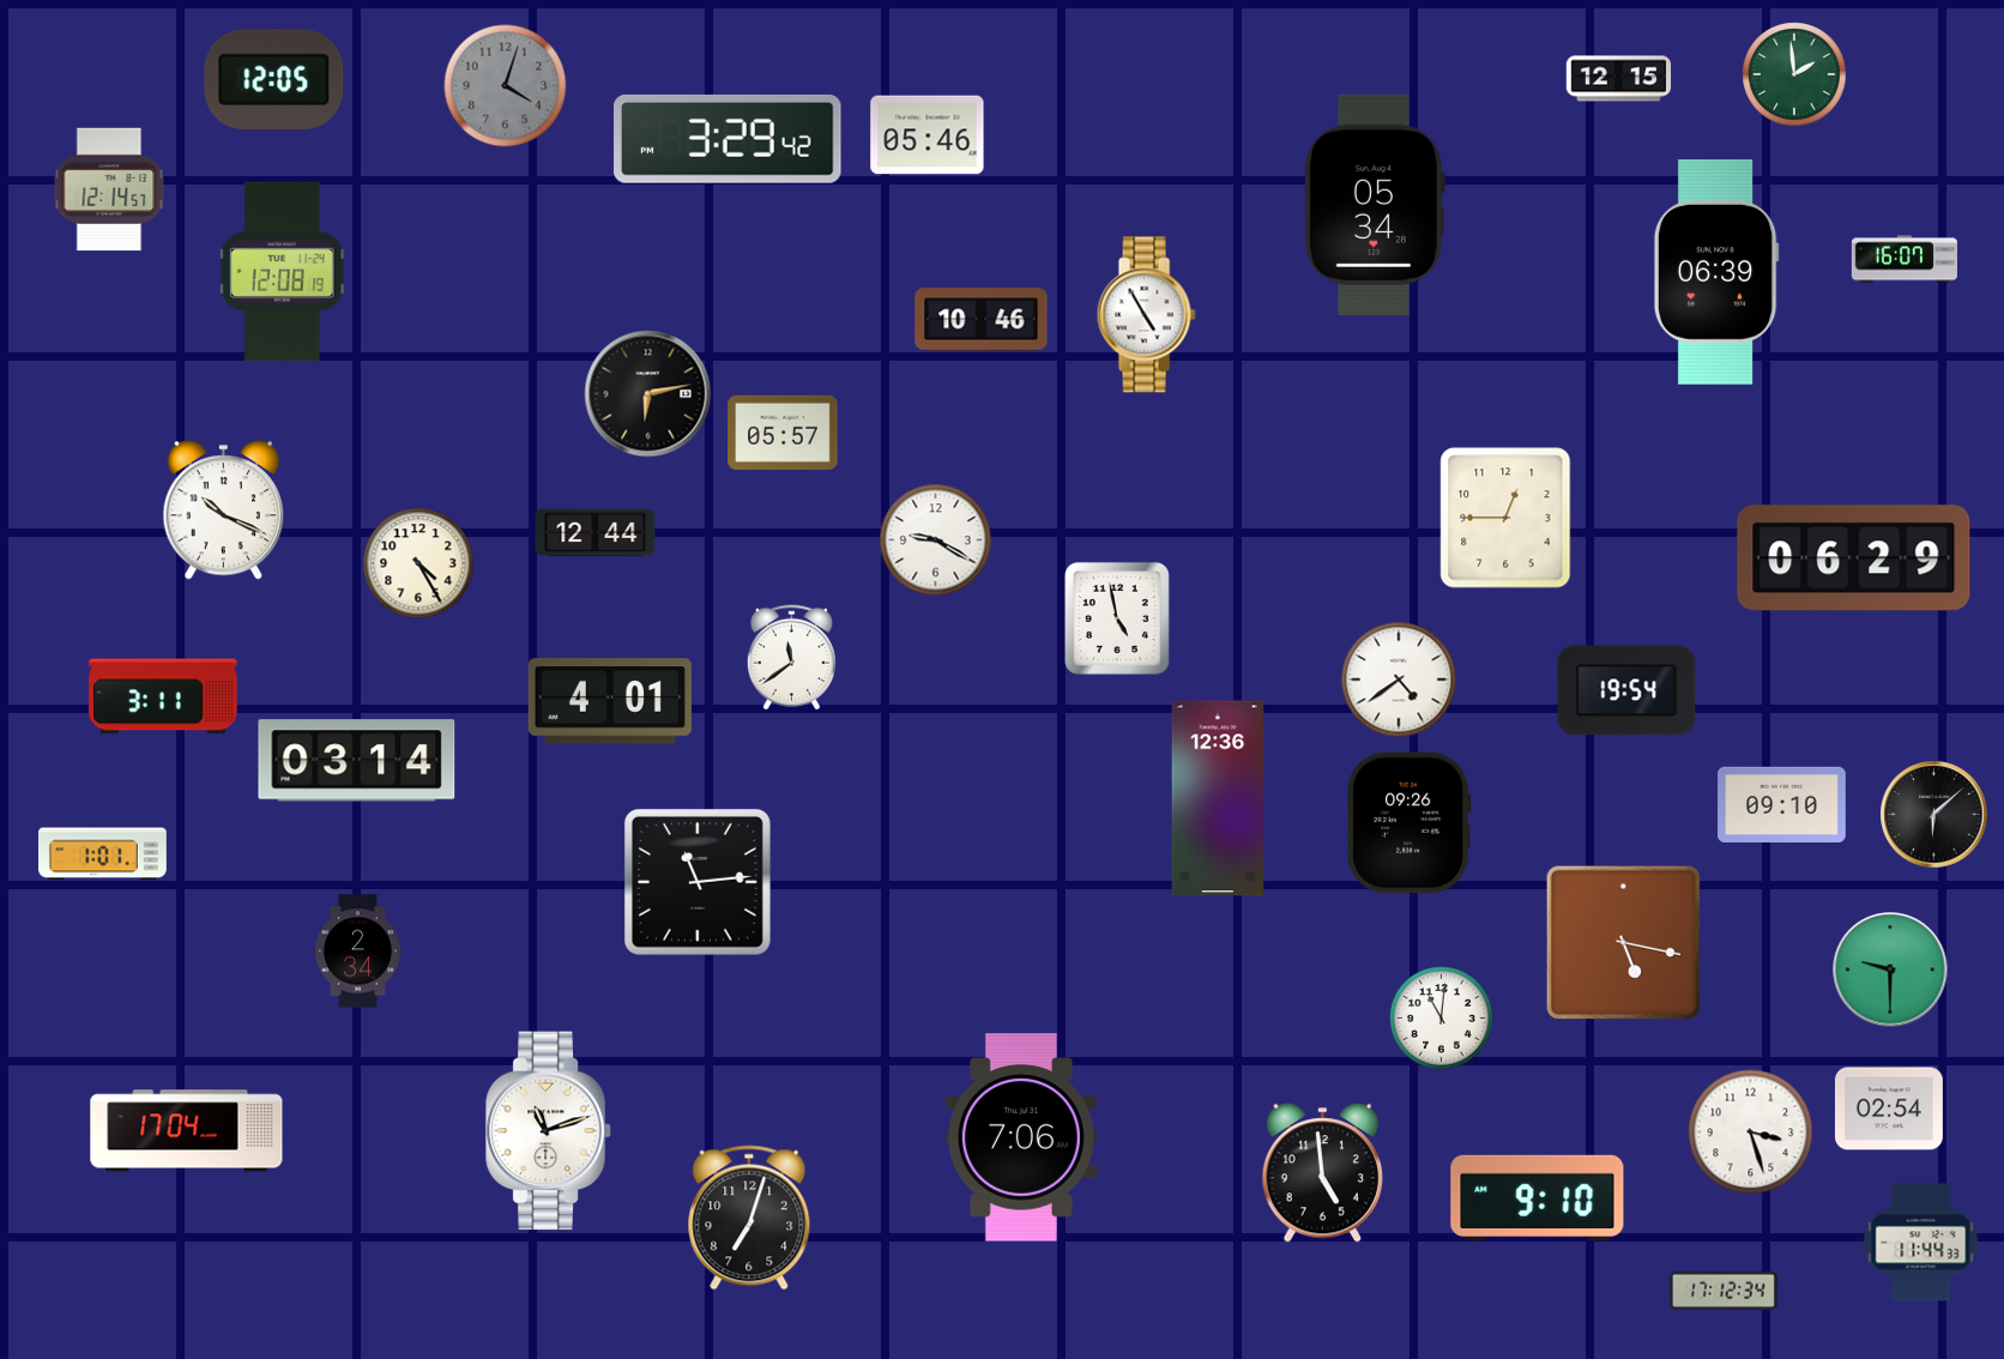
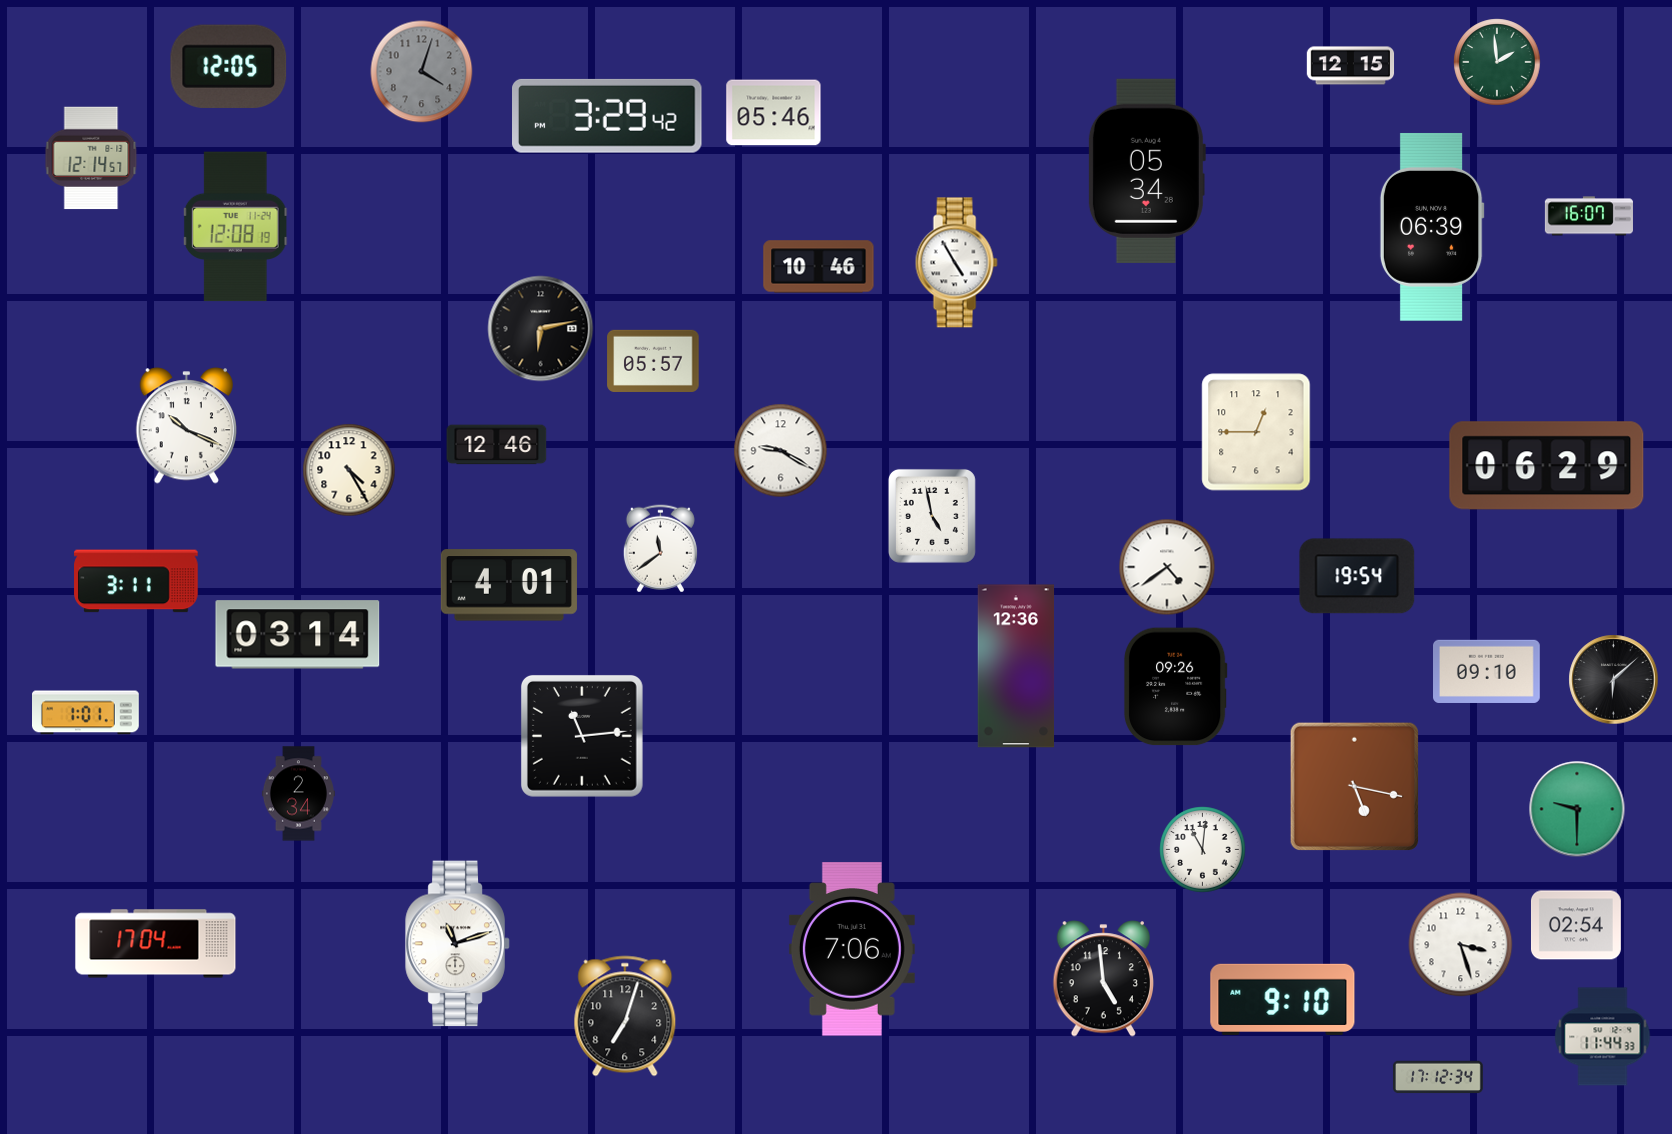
clock at (596, 533): 12:44 -> 12:46
